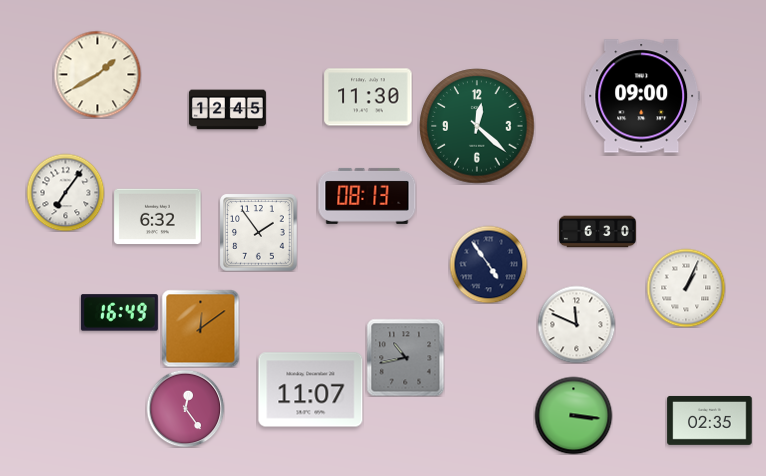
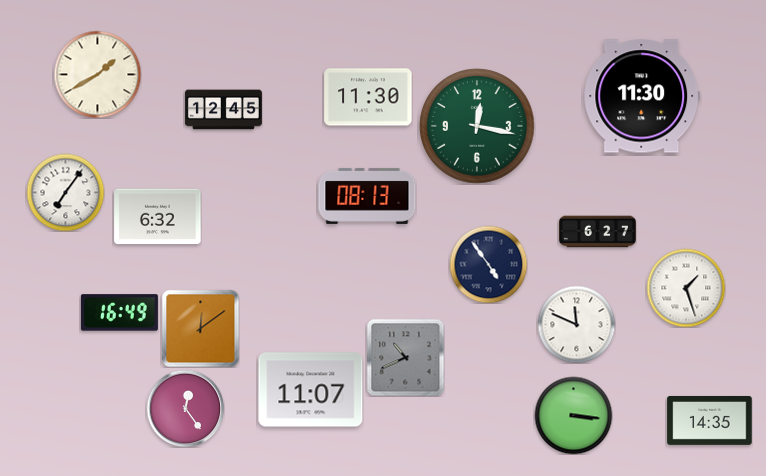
clock at (642, 96): 09:00 -> 11:30
clock at (227, 110) position: (227, 110) -> (223, 110)
clock at (477, 126): 12:22 -> 12:17
clock at (258, 232): 1:54 -> none
clock at (597, 232): 6:30 -> 6:27
clock at (686, 288): 1:04 -> 1:27
clock at (405, 357): 10:43 -> 10:41
clock at (710, 420): 02:35 -> 14:35
